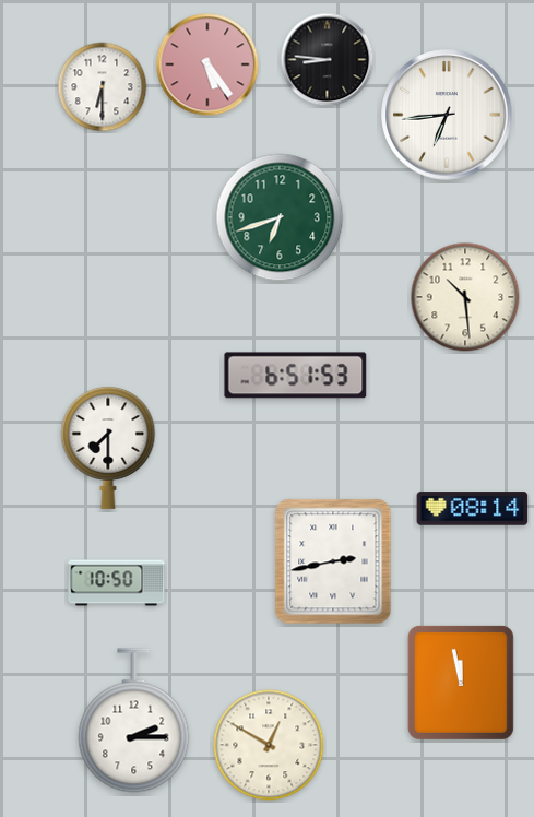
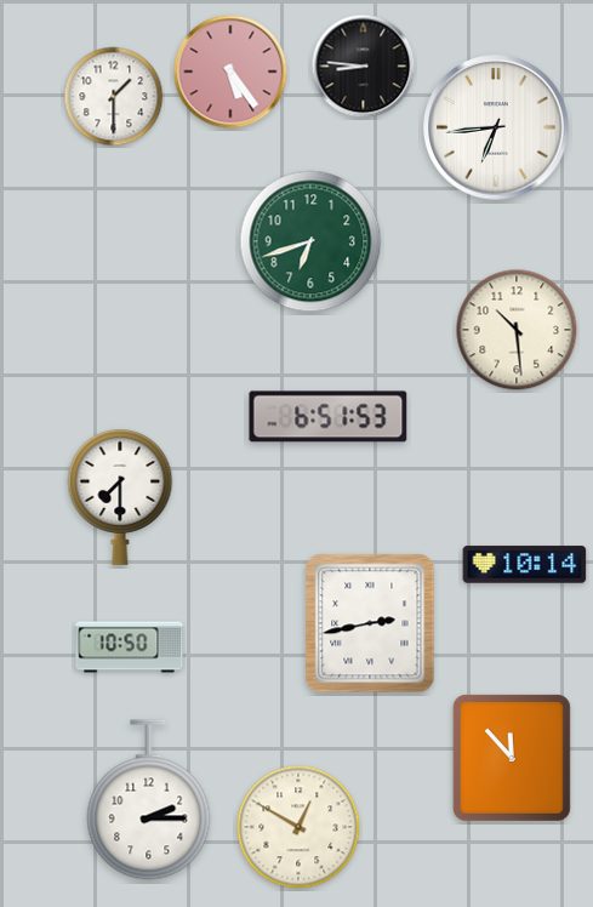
clock at (103, 87): 6:30 -> 1:30
clock at (473, 509): 08:14 -> 10:14
clock at (461, 683): 11:58 -> 11:53
